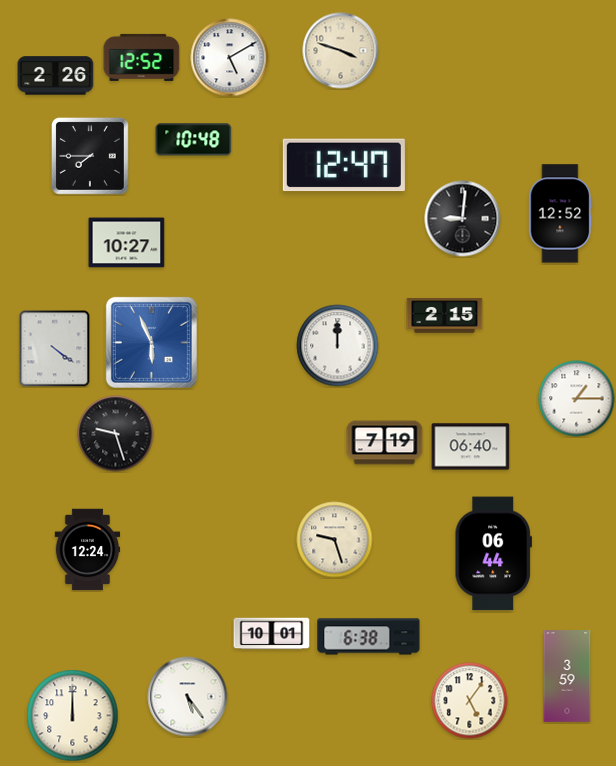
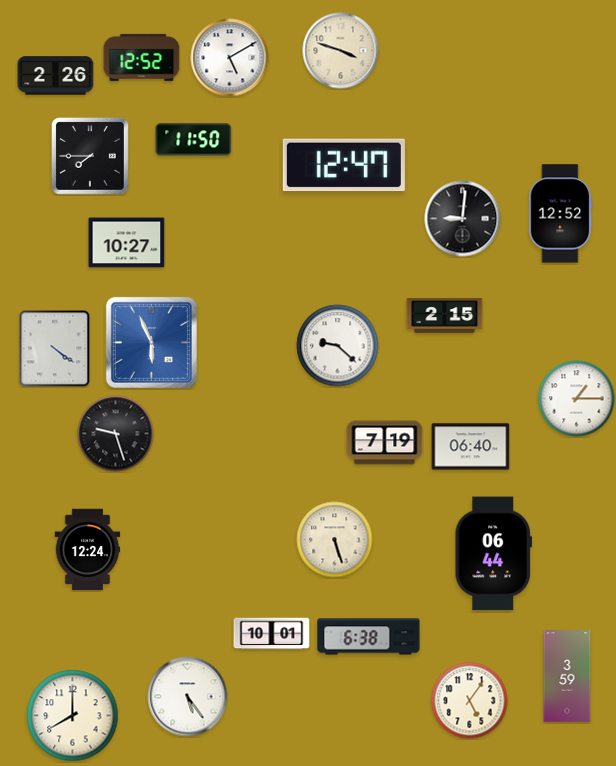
clock at (194, 140): 10:48 -> 11:50
clock at (338, 346): 12:00 -> 9:22
clock at (335, 540): 9:27 -> 5:27
clock at (73, 716): 12:00 -> 8:00
